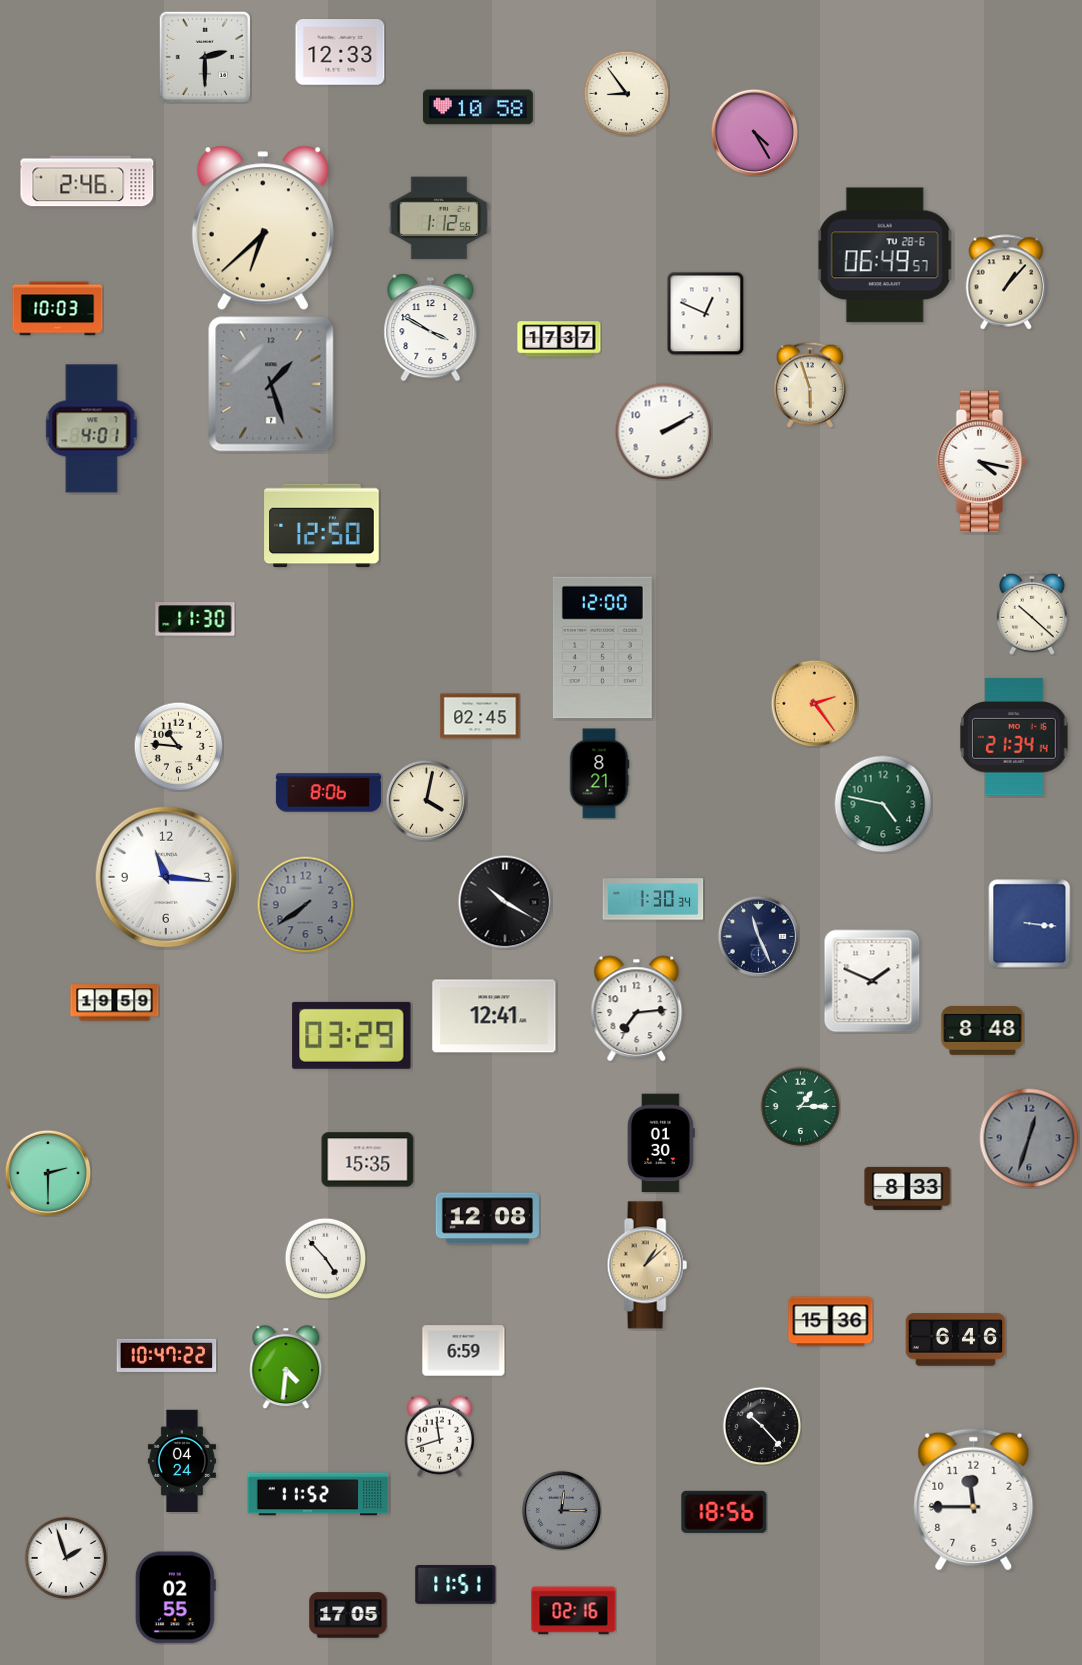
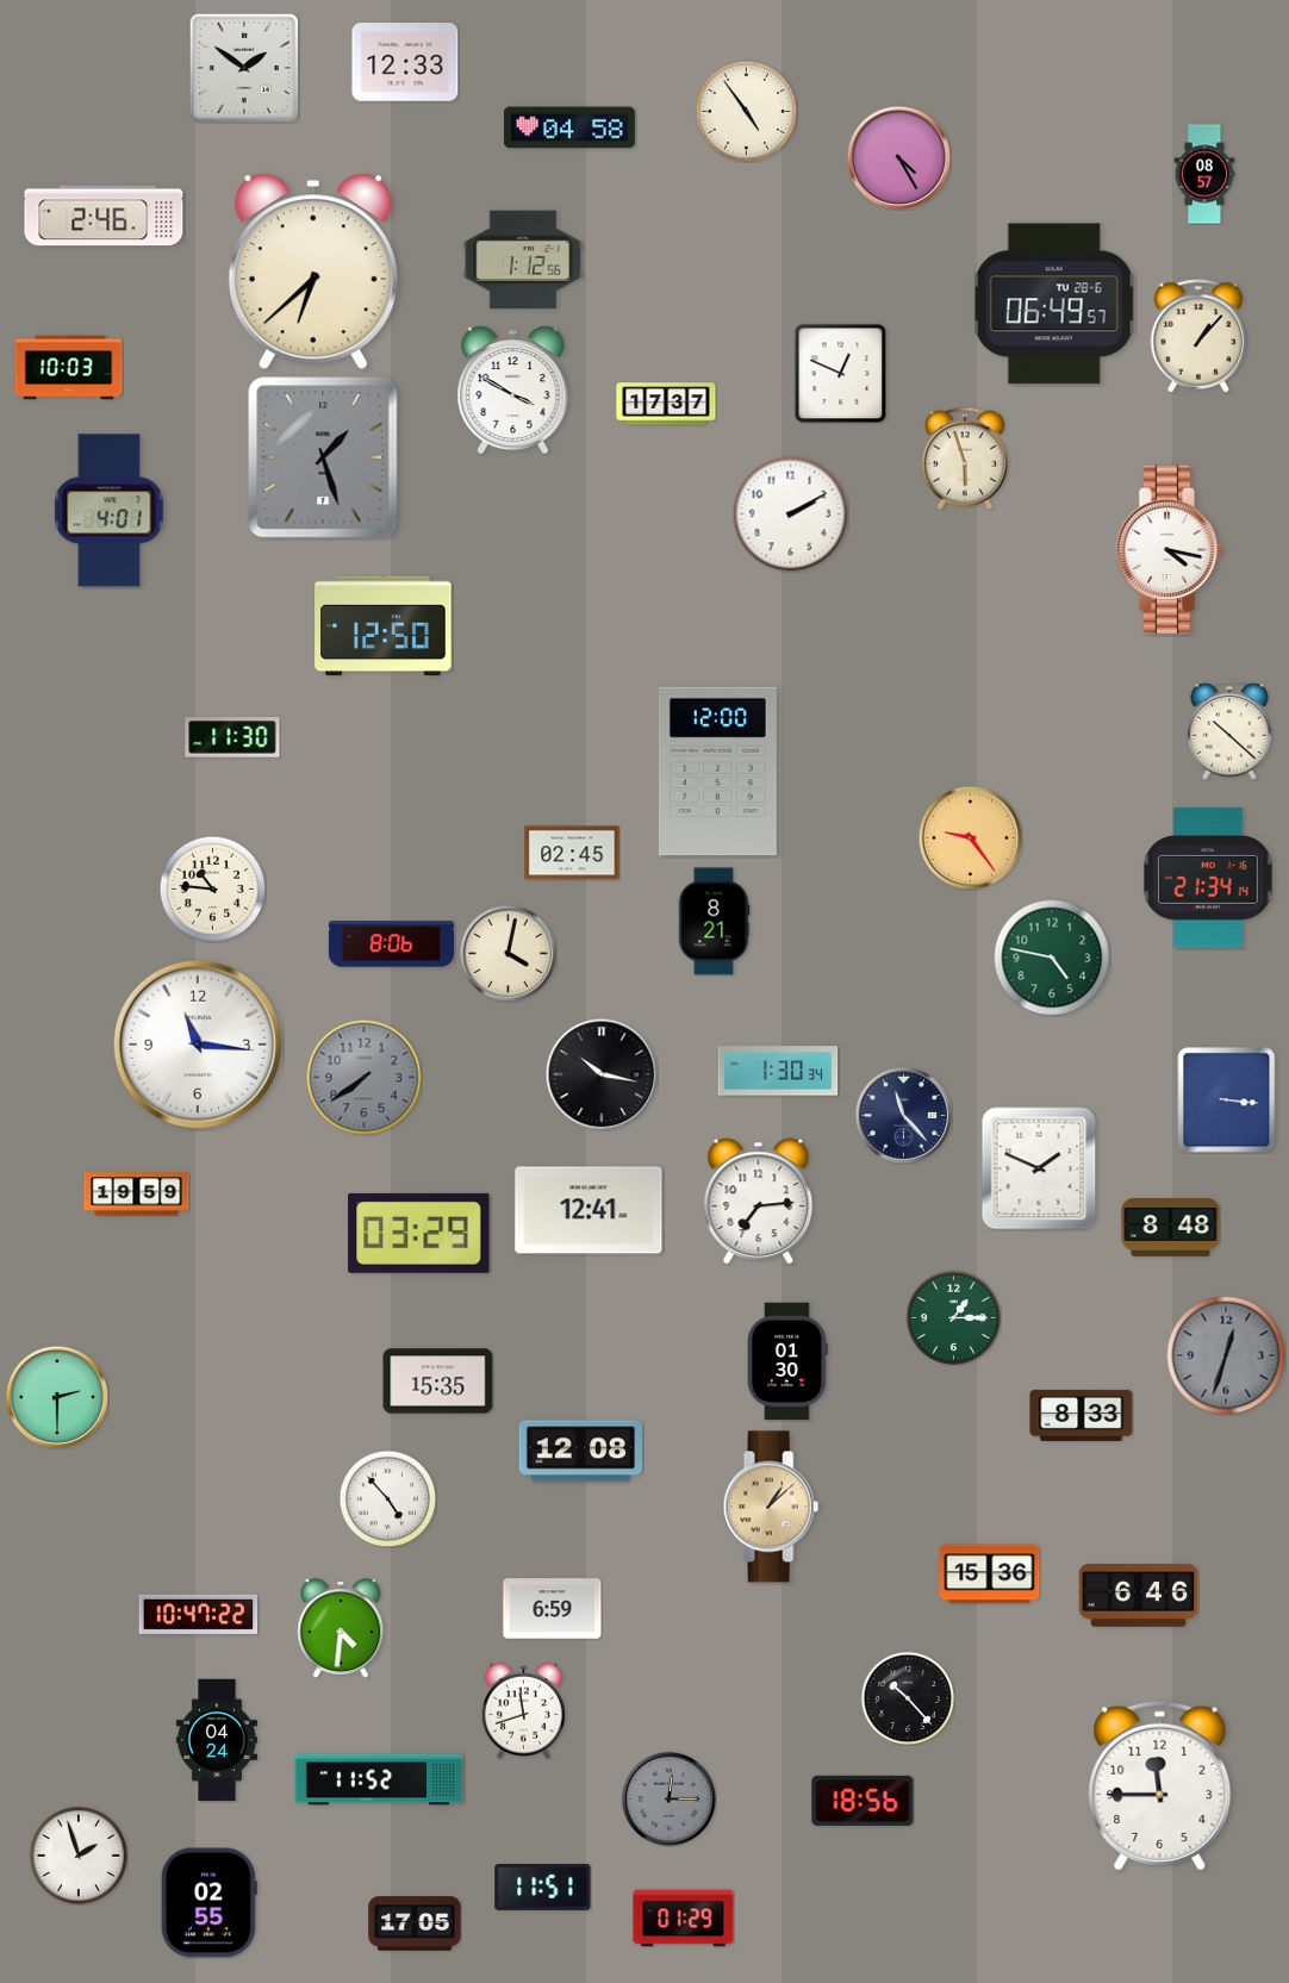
clock at (205, 57): 2:30 -> 1:51
clock at (626, 93): 8:54 -> 4:54
clock at (478, 107): 10:58 -> 04:58
clock at (1204, 174): none -> 08:57
clock at (814, 703): 2:24 -> 9:24
clock at (505, 902): 10:20 -> 10:17
clock at (758, 936): 11:26 -> 11:23
clock at (574, 1611): 02:16 -> 01:29
